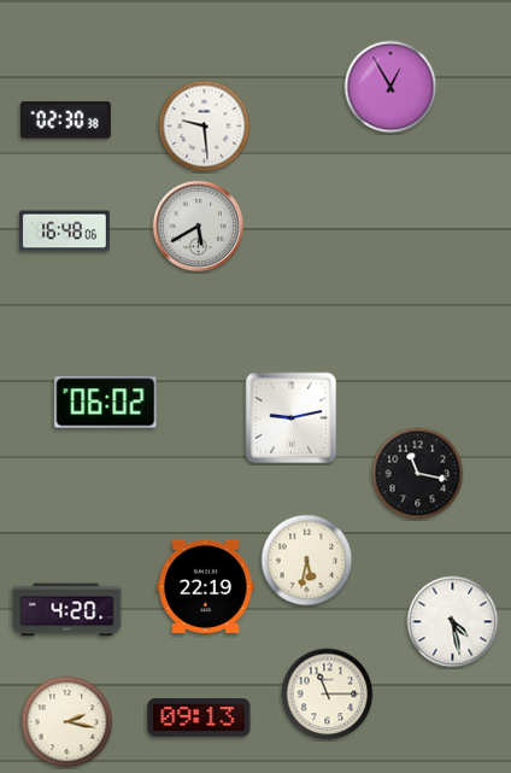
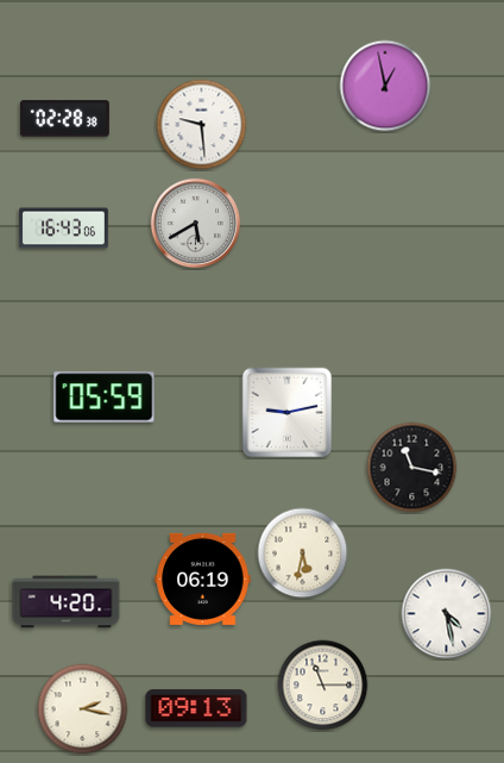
clock at (390, 87): 12:55 -> 12:58
clock at (65, 121): 02:30 -> 02:28
clock at (64, 232): 16:48 -> 16:43
clock at (106, 403): 06:02 -> 05:59
clock at (206, 586): 22:19 -> 06:19
clock at (67, 722) position: (67, 722) -> (83, 709)
